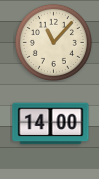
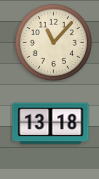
clock at (51, 124): 14:00 -> 13:18
